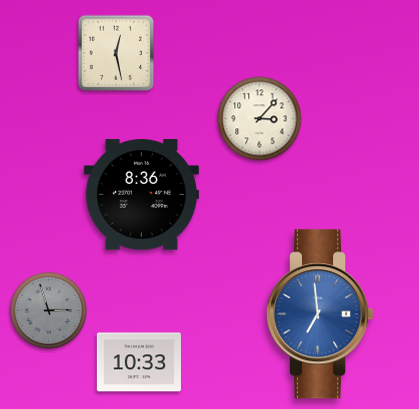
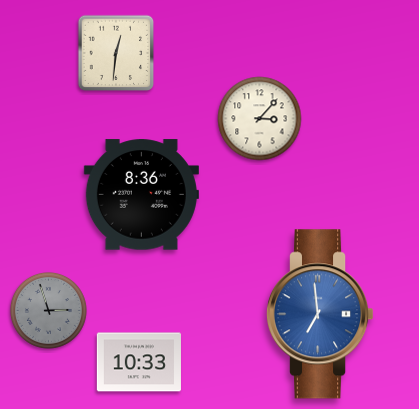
clock at (116, 53): 12:28 -> 12:31
